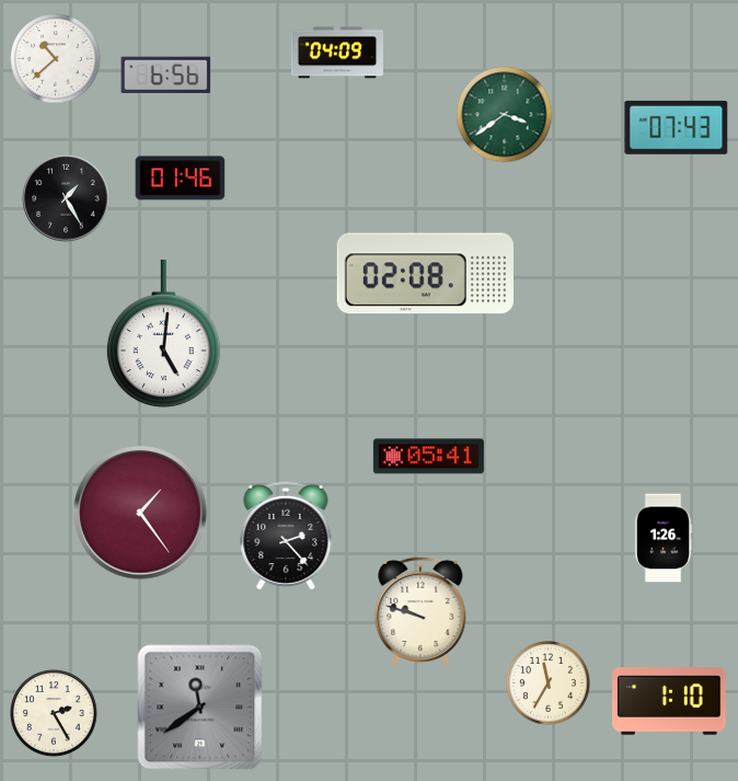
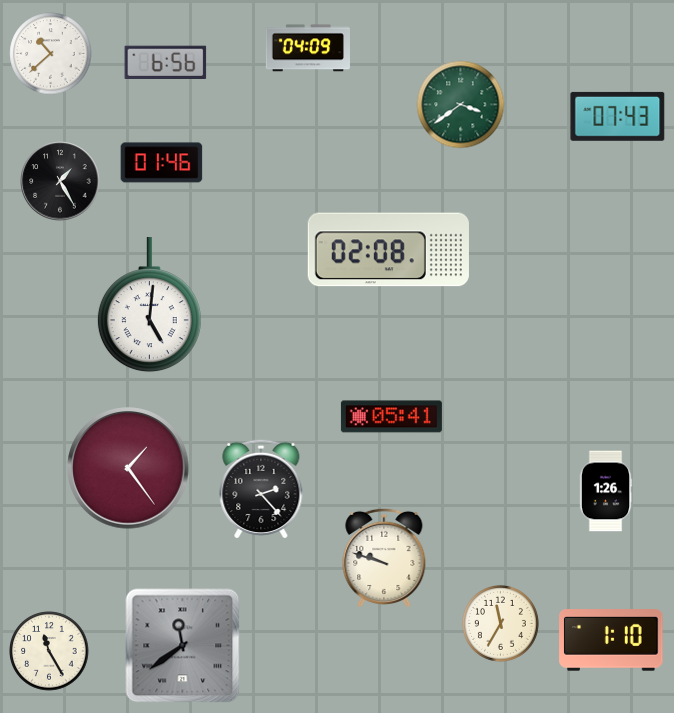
clock at (166, 76) position: (166, 76) -> (166, 63)
clock at (181, 179) position: (181, 179) -> (162, 163)
clock at (54, 713): 2:25 -> 11:25
